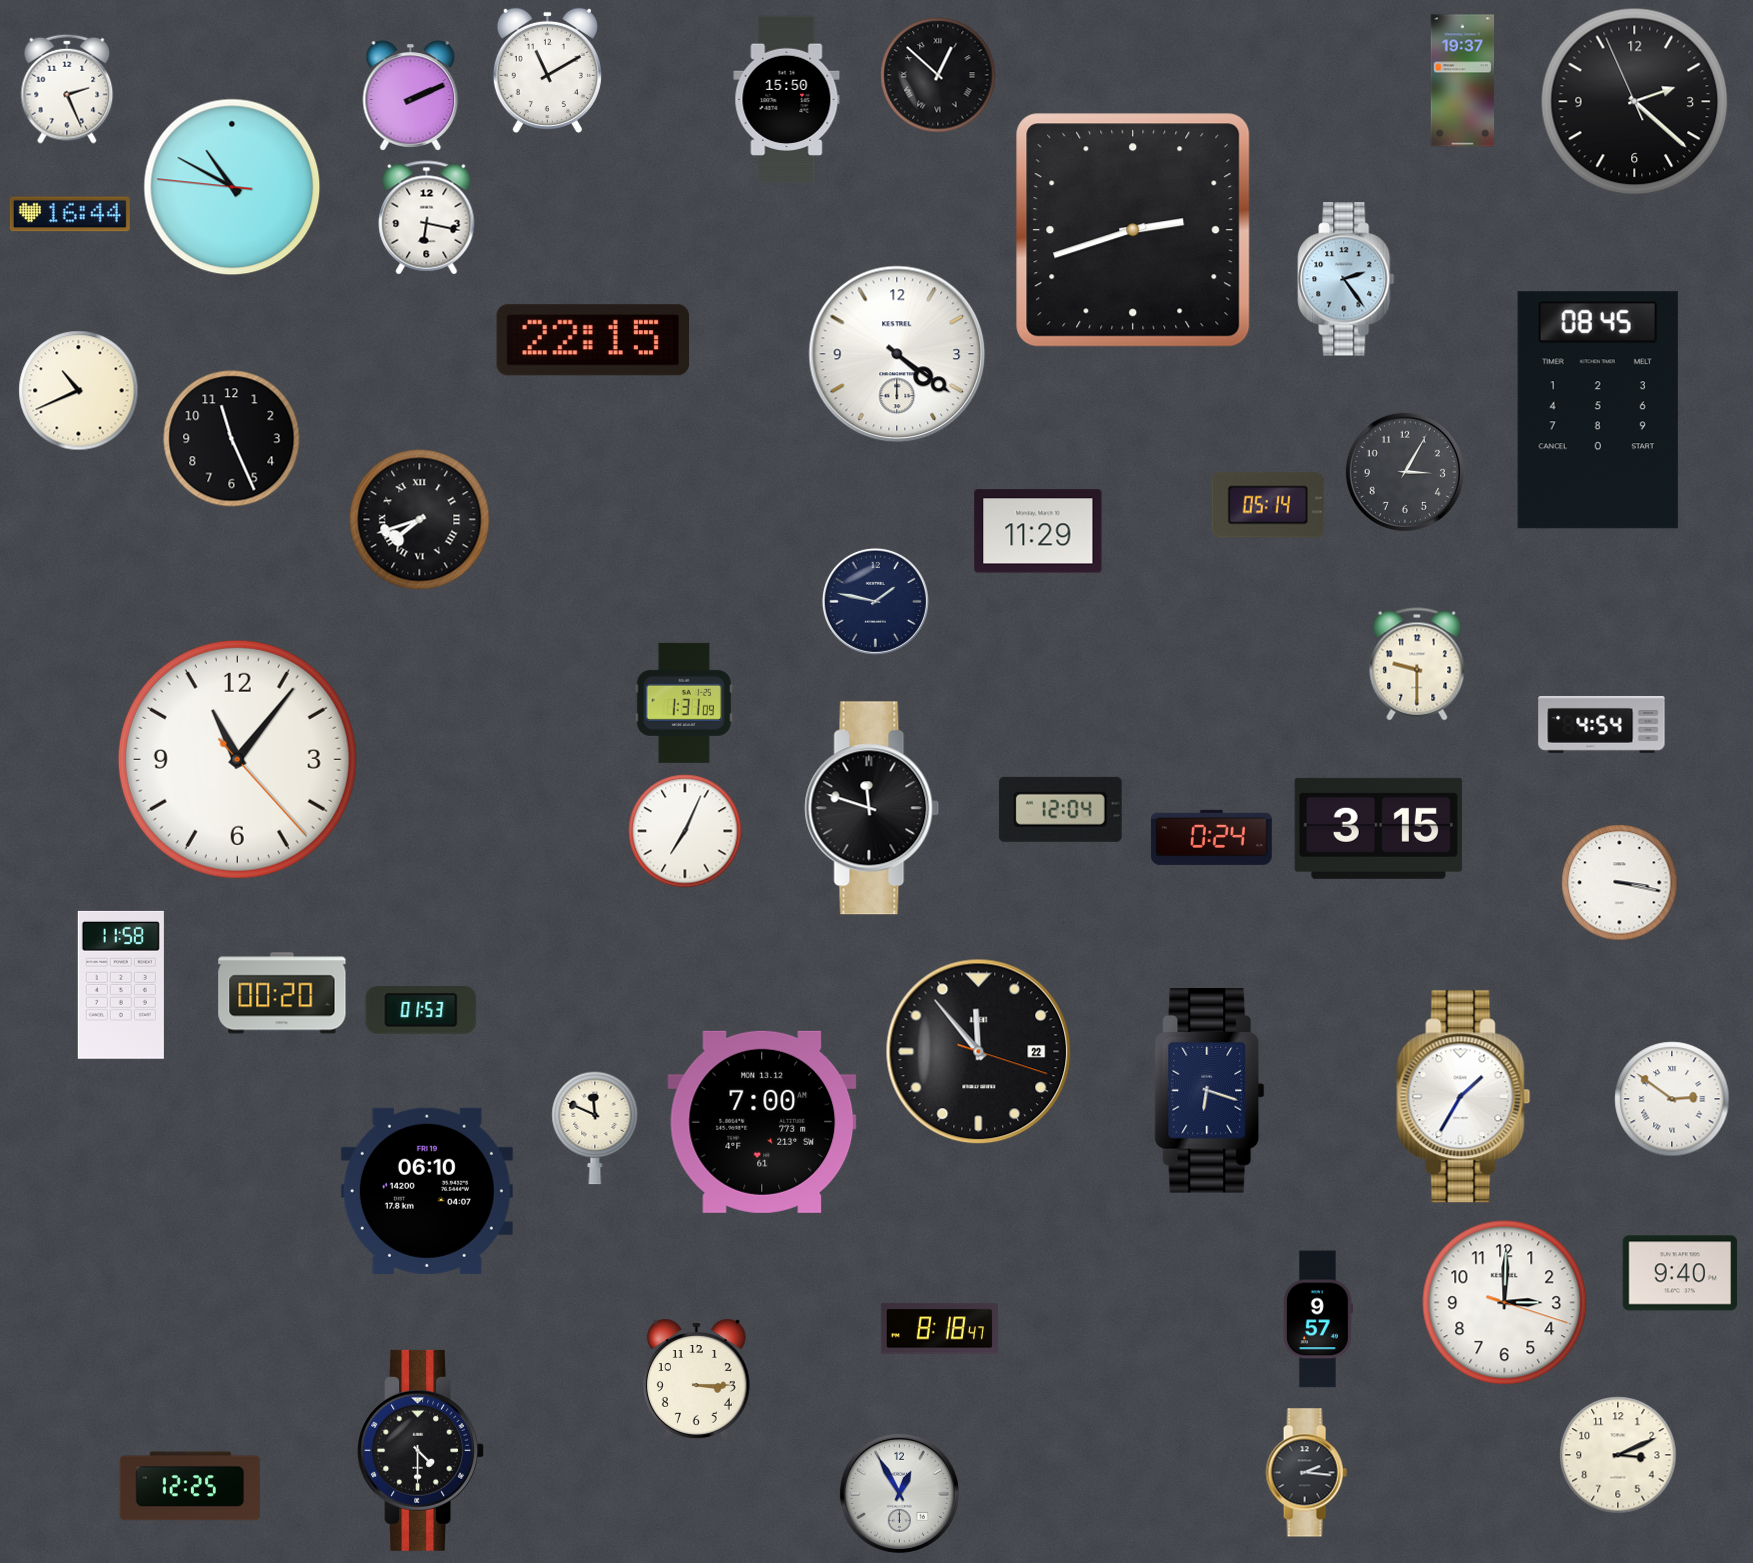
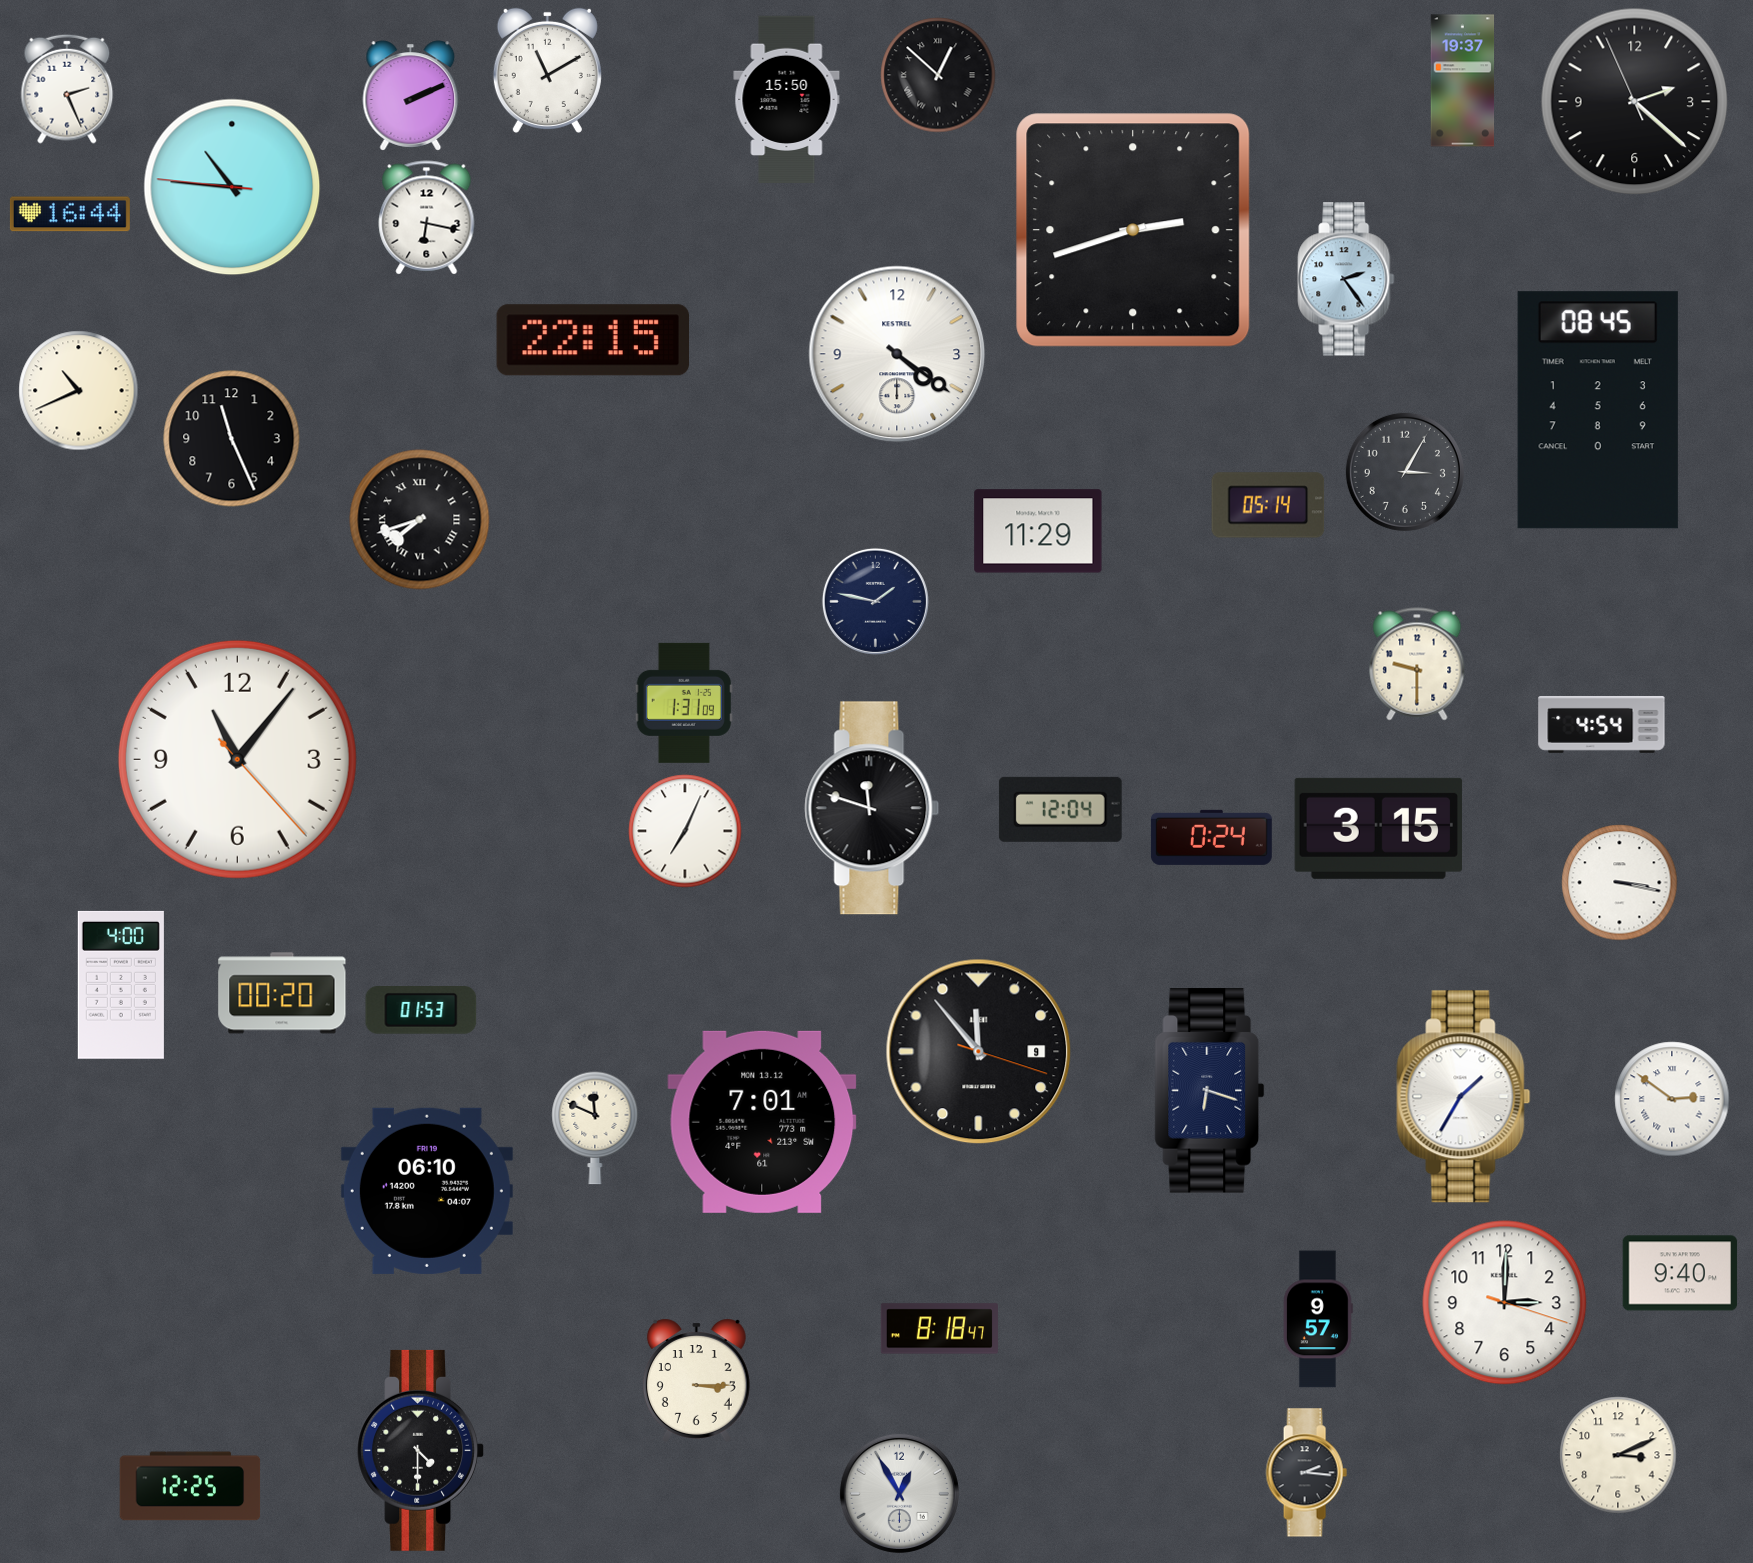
clock at (232, 187): 10:49 -> 10:45
clock at (121, 985): 11:58 -> 4:00
clock at (979, 1052) date: 22 -> 9
clock at (762, 1122): 7:00 -> 7:01
